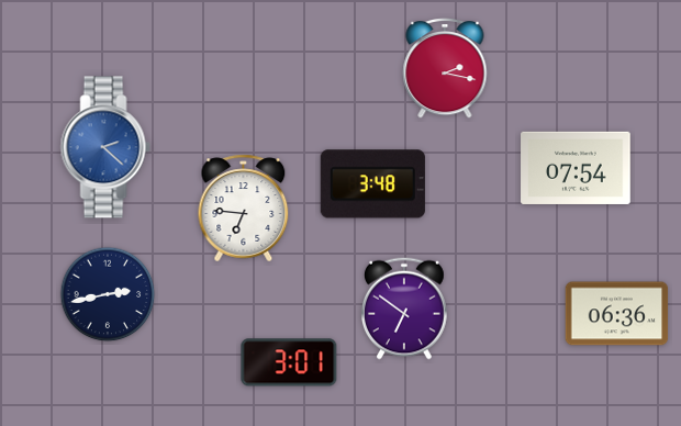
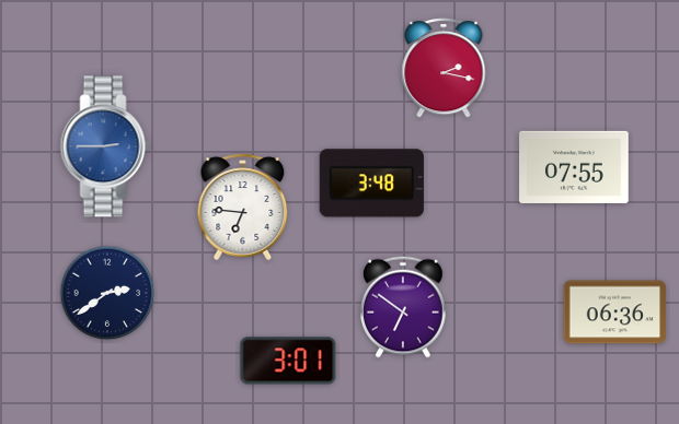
clock at (105, 147): 2:22 -> 2:45
clock at (576, 168): 07:54 -> 07:55
clock at (108, 294): 2:43 -> 2:39
